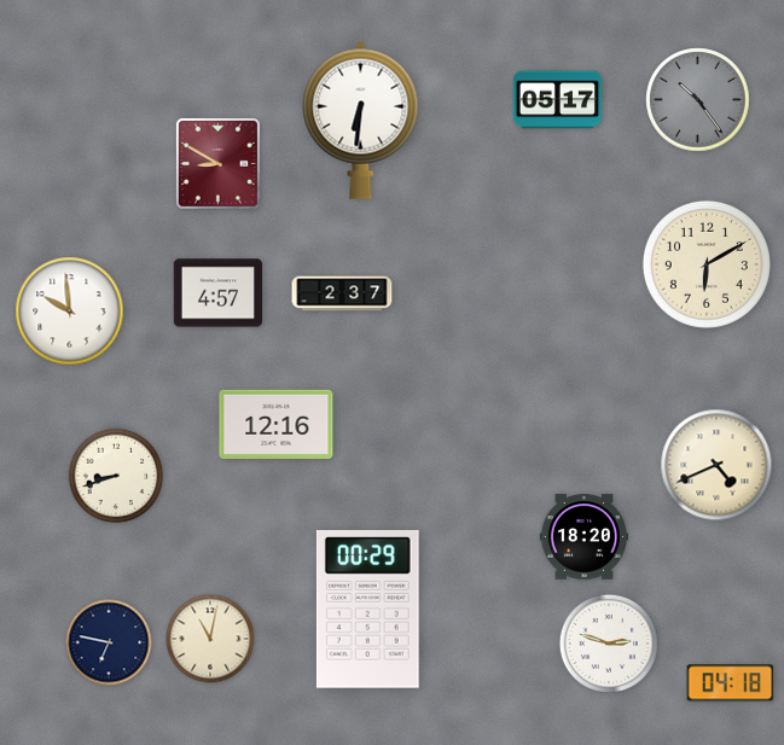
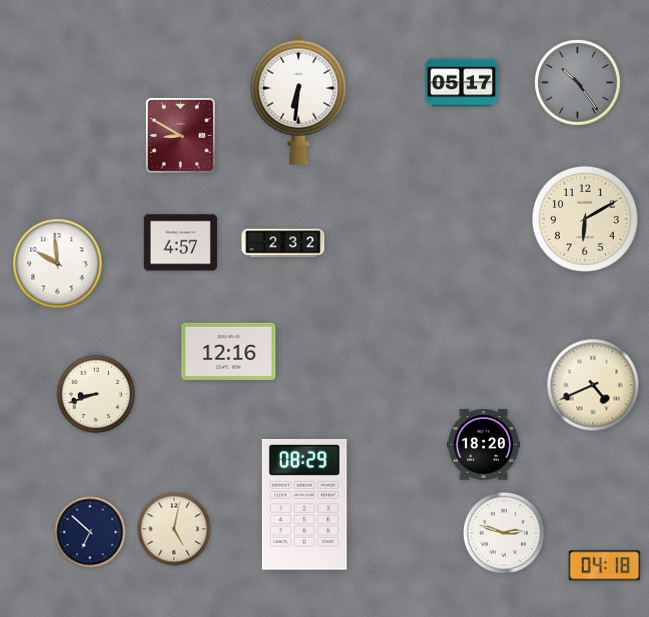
clock at (342, 293): 2:37 -> 2:32
clock at (70, 312) position: (70, 312) -> (58, 264)
clock at (367, 609): 00:29 -> 08:29
clock at (210, 639): 11:02 -> 5:02
clock at (109, 642): 6:47 -> 6:52
